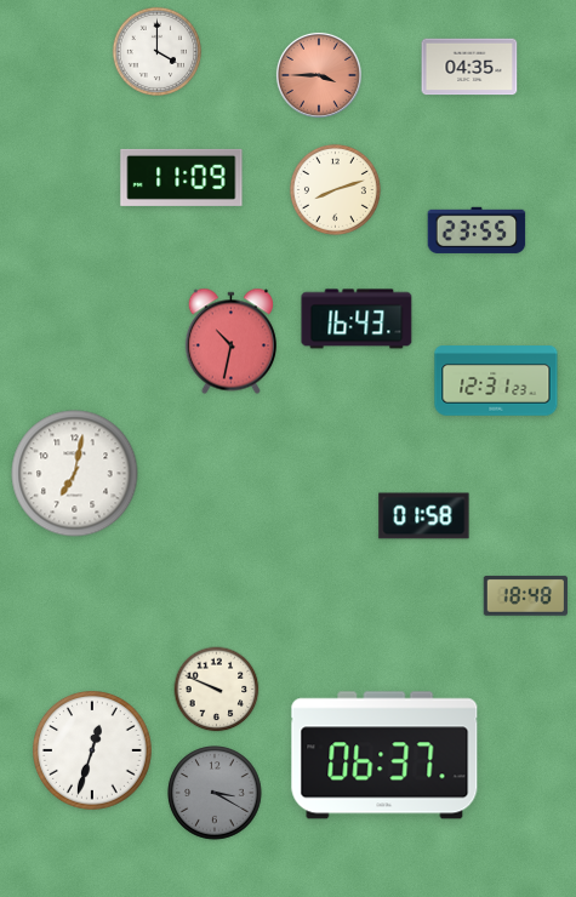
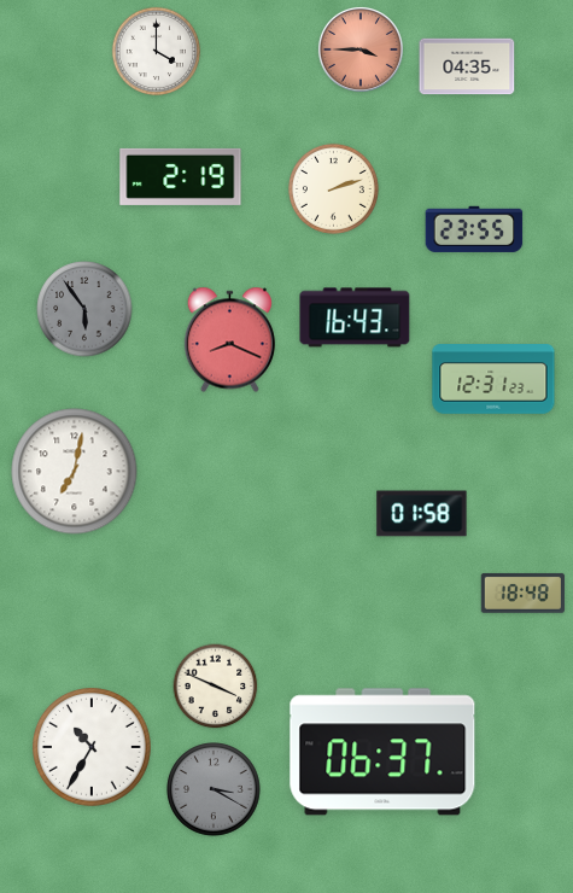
clock at (319, 75) position: (319, 75) -> (361, 49)
clock at (182, 177): 11:09 -> 2:19
clock at (335, 189): 8:12 -> 2:12
clock at (84, 309): none -> 5:54
clock at (230, 342): 10:32 -> 8:19
clock at (217, 690): 9:49 -> 3:49
clock at (93, 752): 12:33 -> 10:35
